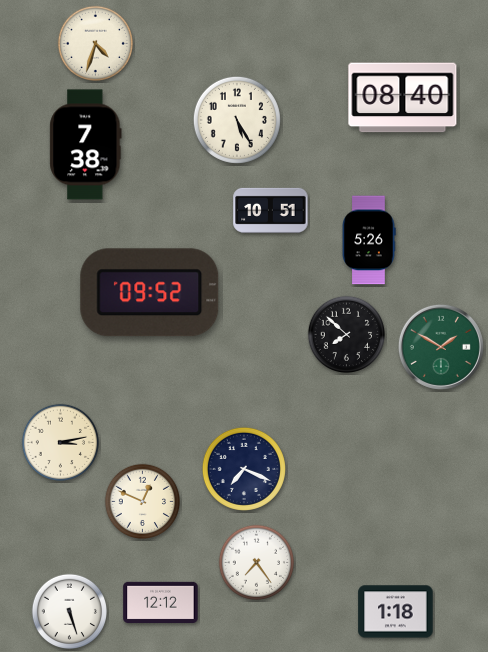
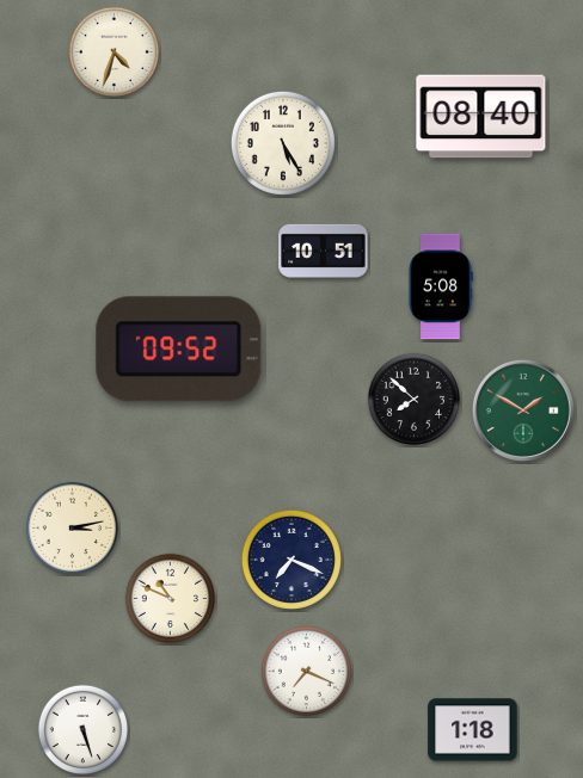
clock at (86, 145): 7:38 -> none
clock at (369, 240): 5:26 -> 5:08
clock at (441, 347) position: (441, 347) -> (523, 410)
clock at (142, 501): 12:49 -> 10:49
clock at (256, 562): 7:24 -> 7:19
clock at (161, 602): 12:12 -> none
